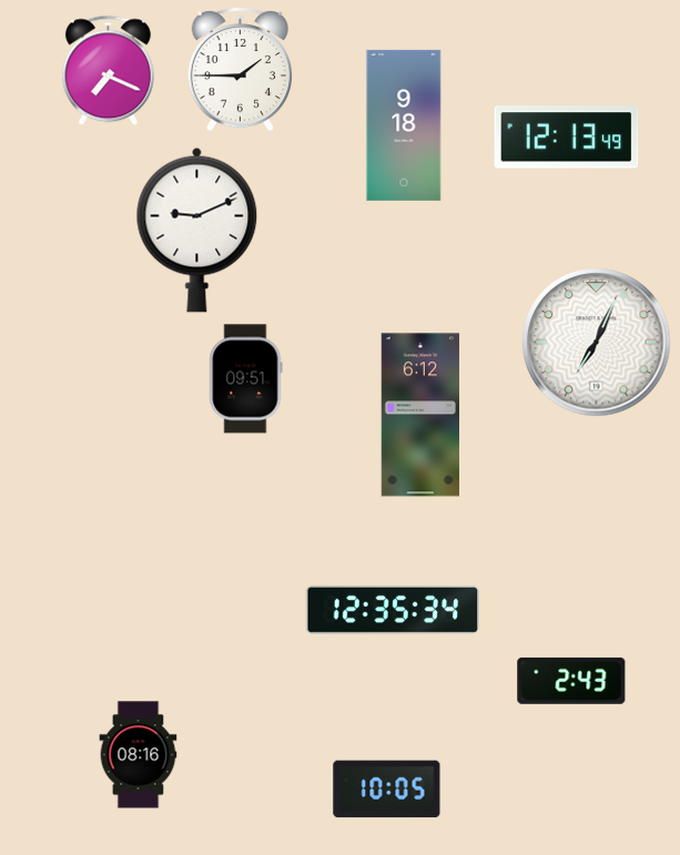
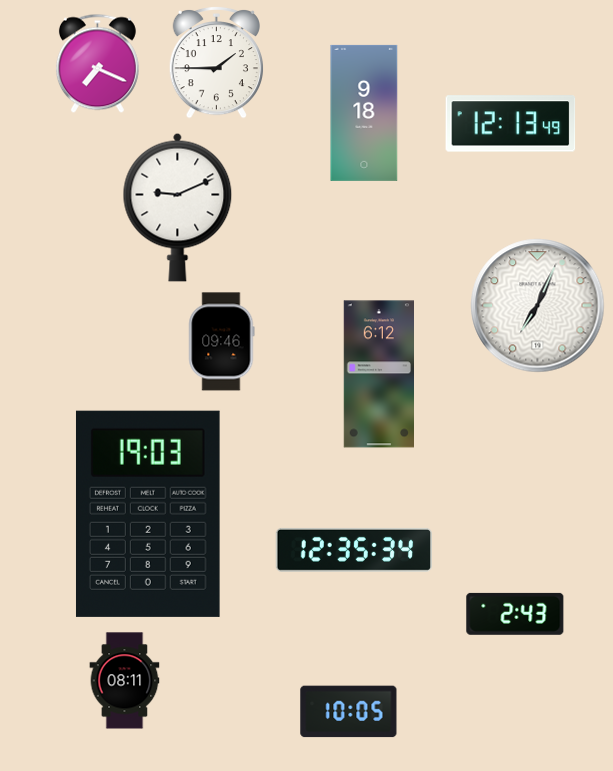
clock at (597, 343) position: (597, 343) -> (538, 306)
clock at (246, 379): 09:51 -> 09:46
clock at (148, 514): none -> 19:03
clock at (139, 755): 08:16 -> 08:11
